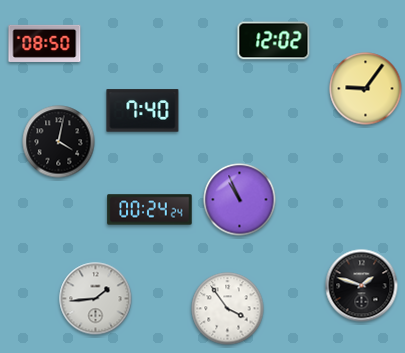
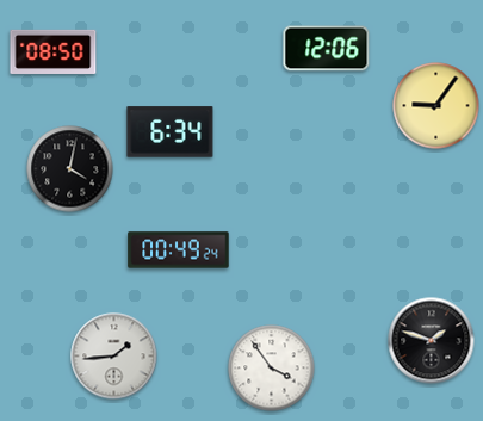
clock at (274, 41): 12:02 -> 12:06
clock at (143, 111): 7:40 -> 6:34
clock at (240, 200): 10:56 -> none
clock at (150, 210): 00:24 -> 00:49
